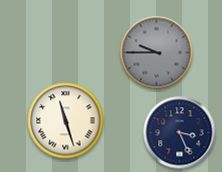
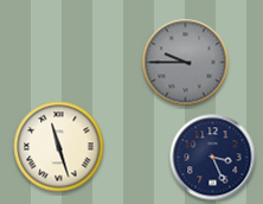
clock at (66, 121) position: (66, 121) -> (59, 147)
